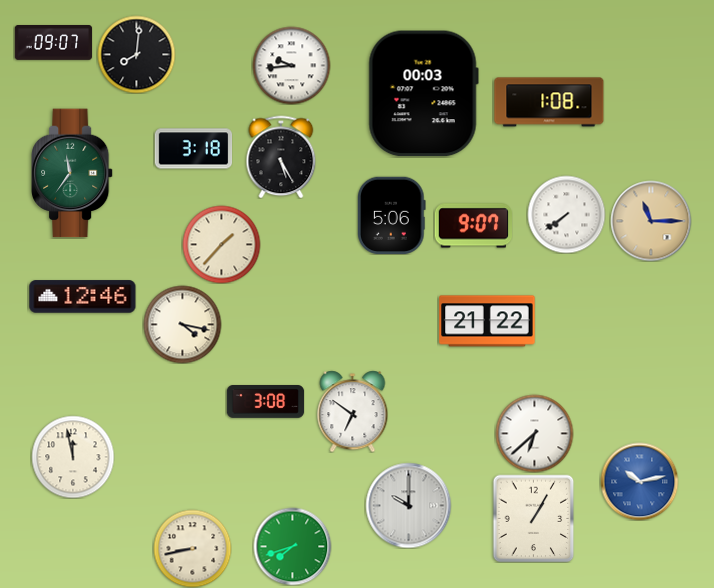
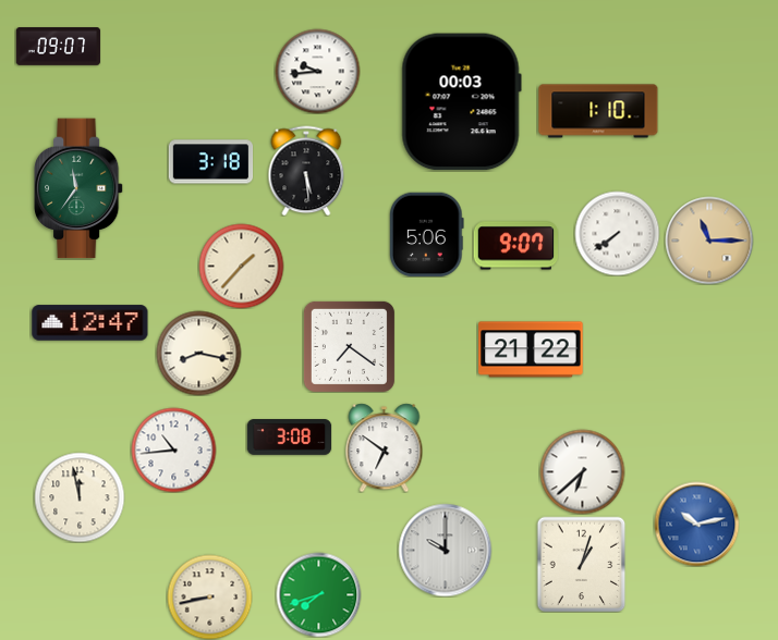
clock at (136, 54): 8:01 -> none
clock at (549, 102): 1:08 -> 1:10
clock at (281, 157): 5:25 -> 5:29
clock at (83, 297): 12:46 -> 12:47
clock at (349, 346): none -> 7:21
clock at (182, 324): 4:17 -> 8:17
clock at (173, 450): none -> 10:44
clock at (534, 518): 1:05 -> 1:03
